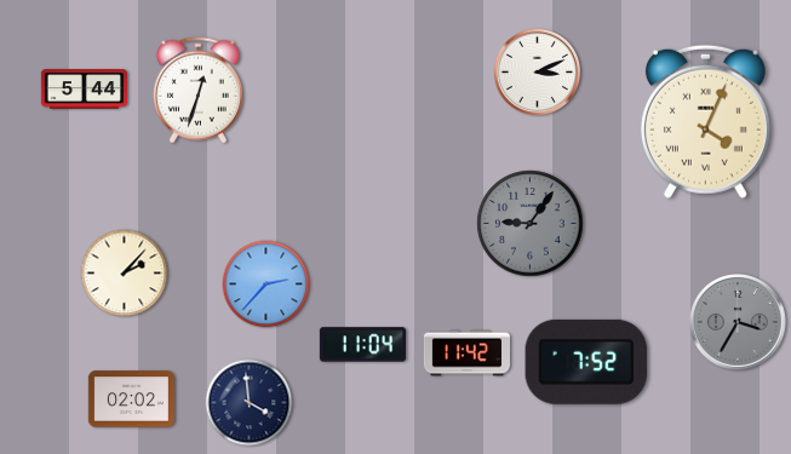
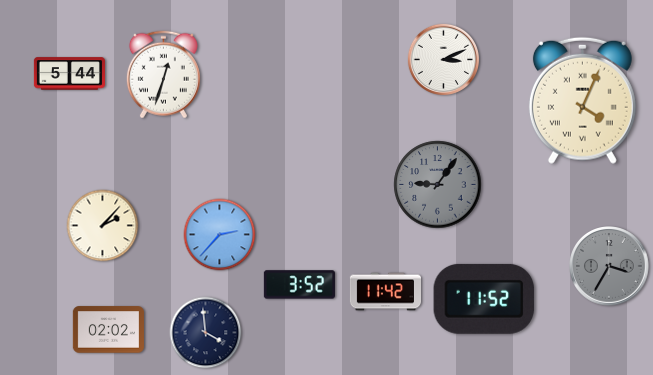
clock at (362, 345): 11:04 -> 3:52
clock at (586, 362): 7:52 -> 11:52
